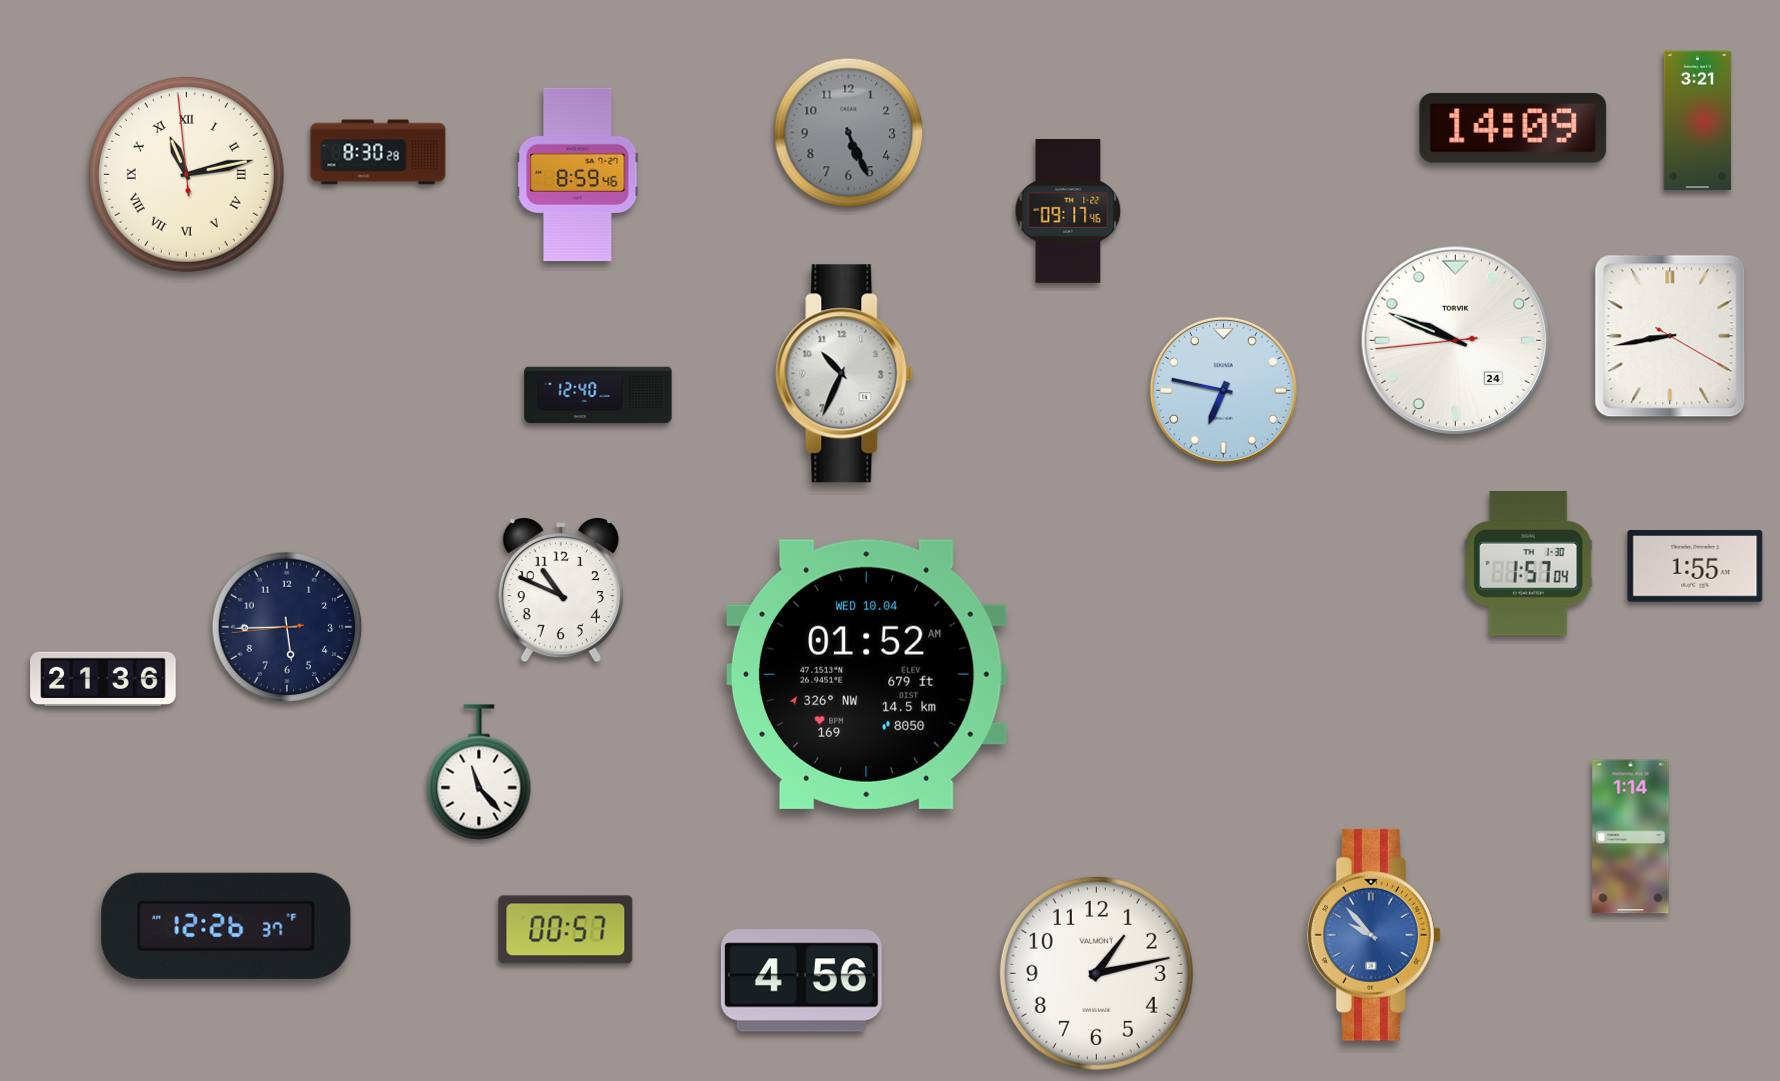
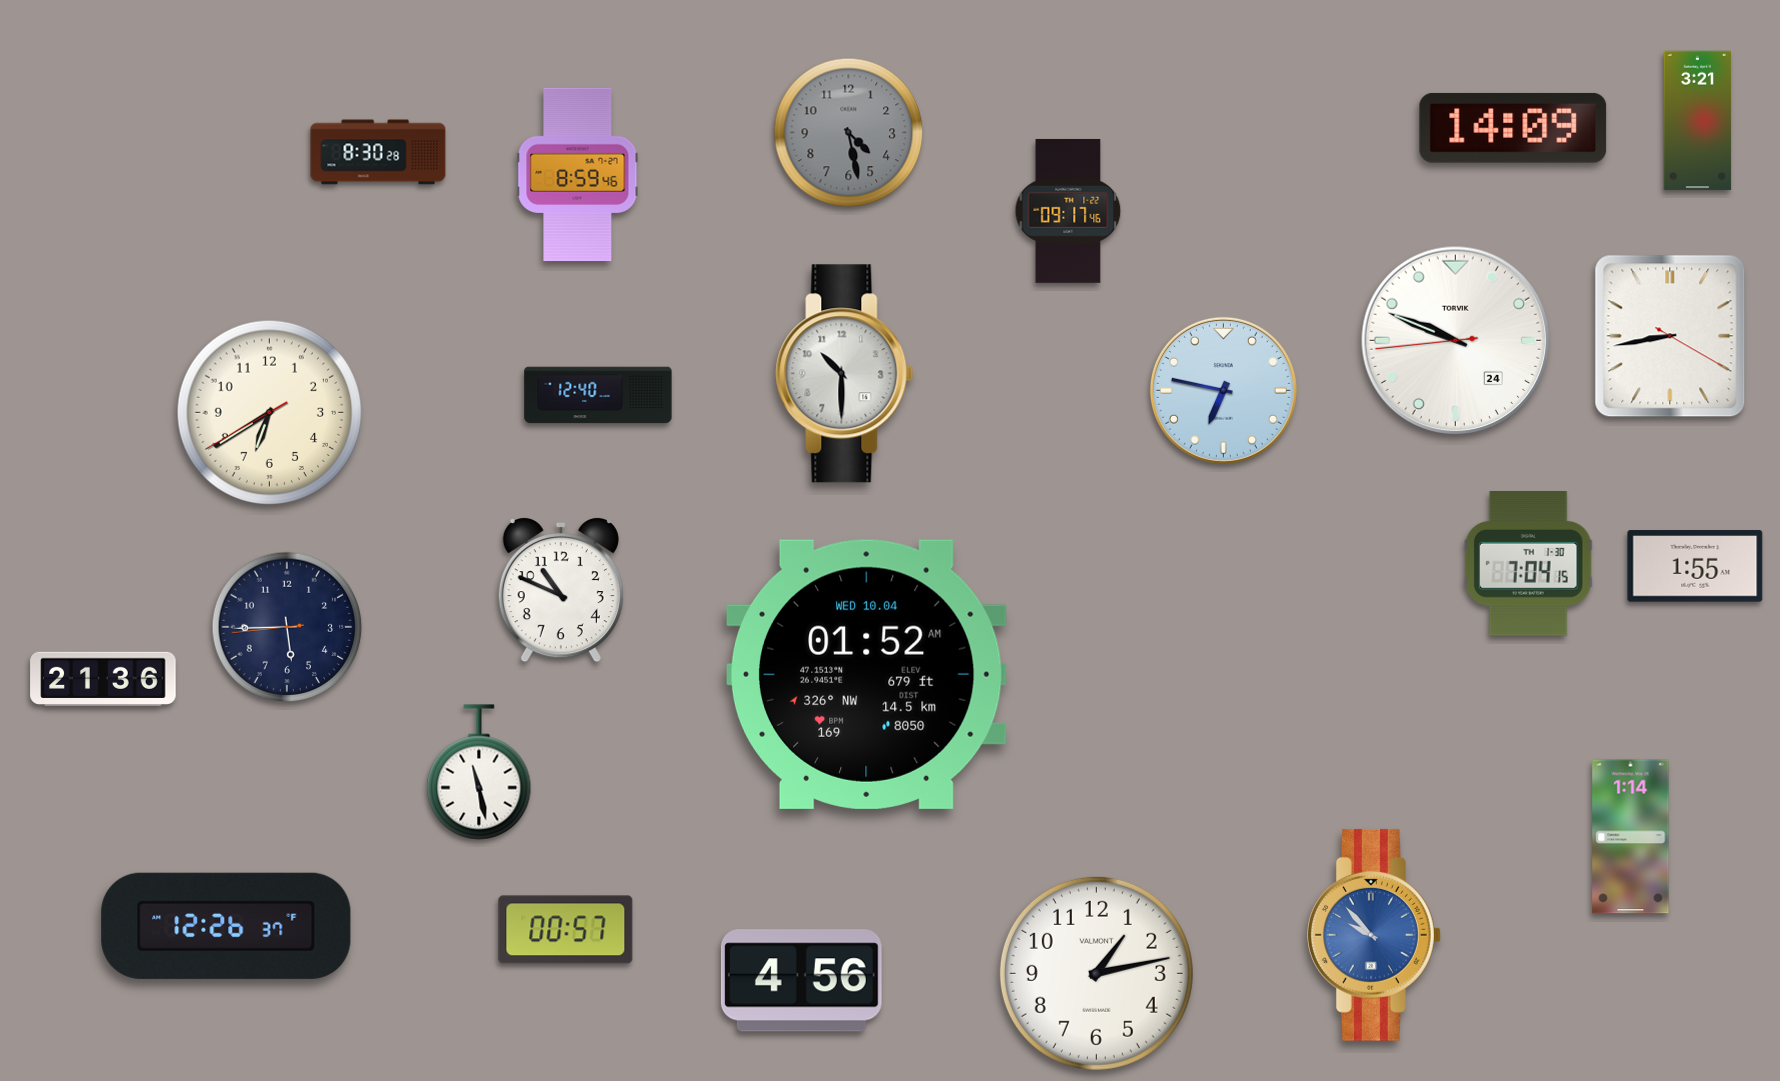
clock at (849, 133): 5:26 -> 4:28
clock at (186, 174): 11:12 -> none
clock at (845, 374): 10:34 -> 10:30
clock at (270, 413): none -> 6:39
clock at (1528, 564): 1:57 -> 7:04
clock at (479, 772): 11:23 -> 11:28
